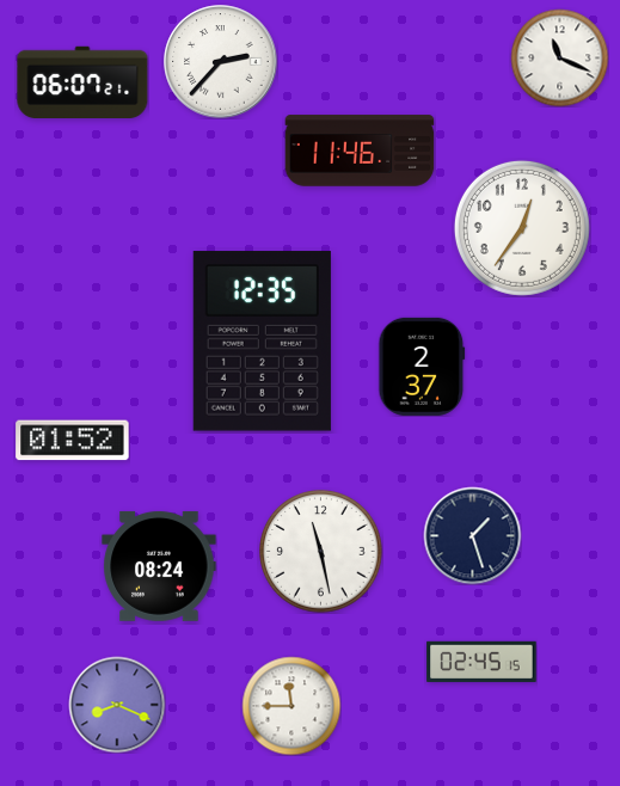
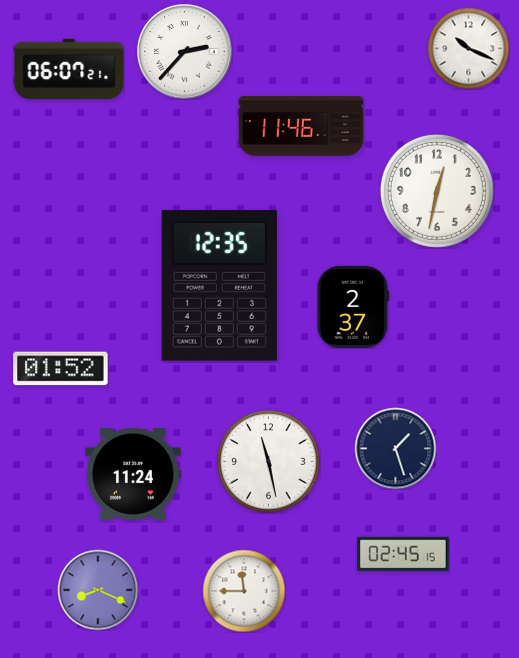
clock at (559, 57): 11:19 -> 10:19
clock at (522, 228): 12:36 -> 12:32
clock at (159, 566): 08:24 -> 11:24
